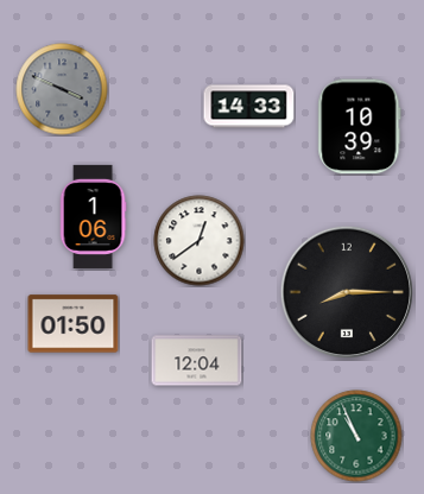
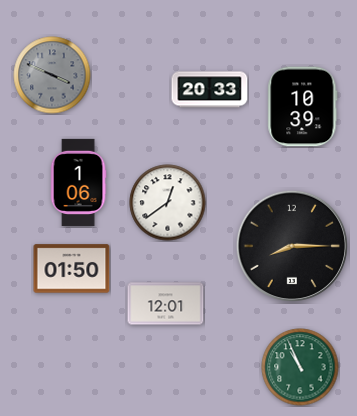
clock at (249, 107): 14:33 -> 20:33
clock at (74, 324) position: (74, 324) -> (72, 269)
clock at (197, 361): 12:04 -> 12:01
